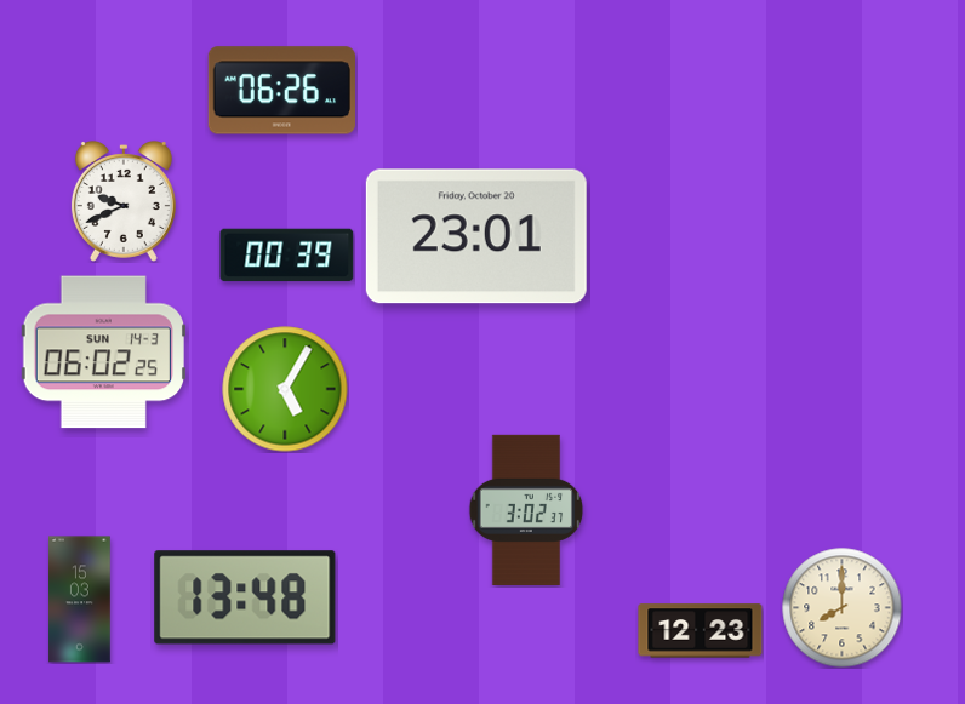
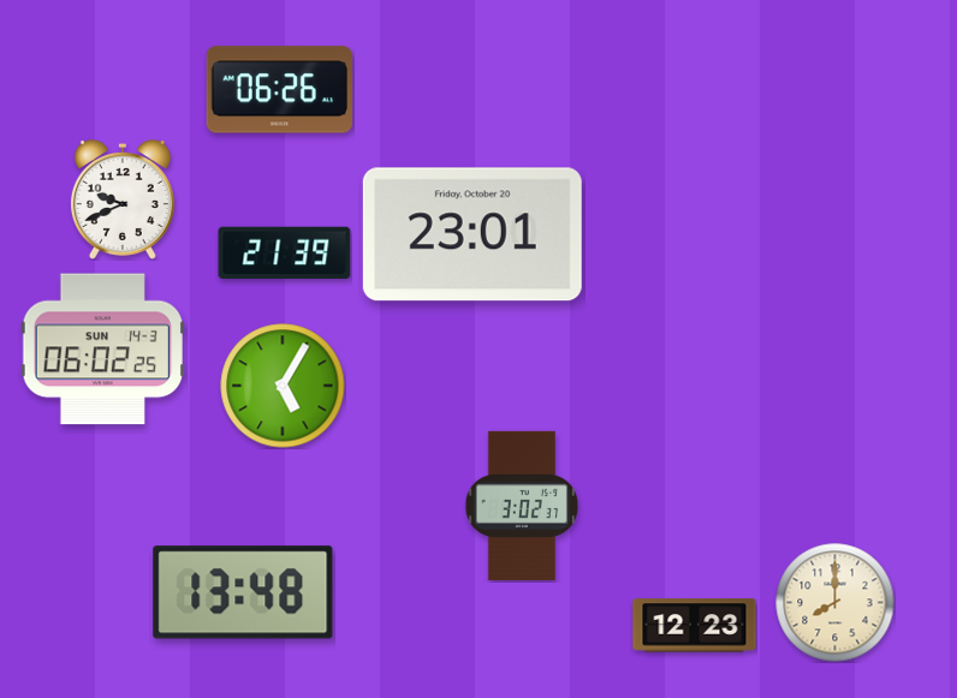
clock at (287, 256): 00:39 -> 21:39
clock at (80, 600): 15:03 -> none
